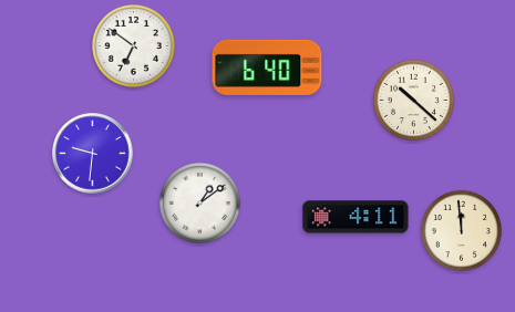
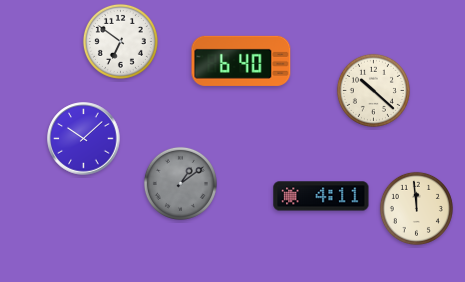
clock at (93, 154): 9:31 -> 10:08
clock at (199, 202) dial: white -> grey
